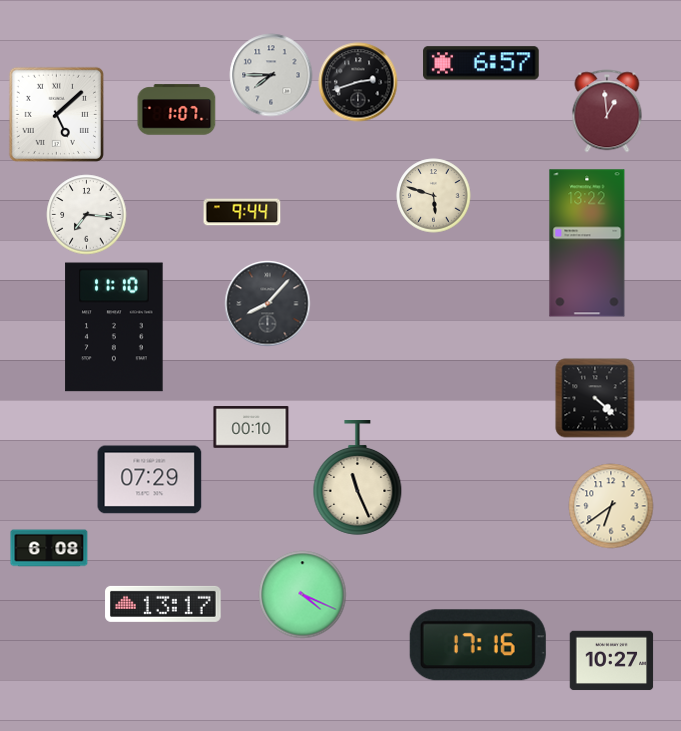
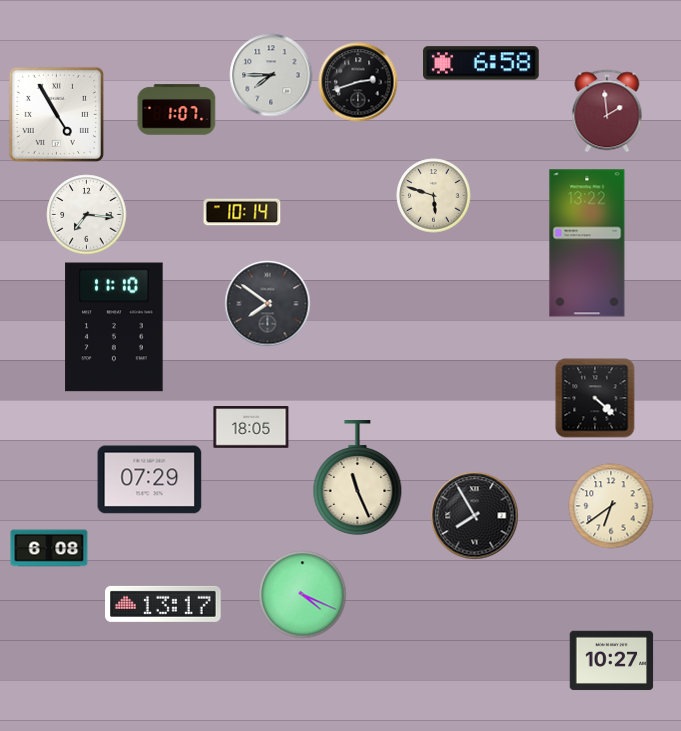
clock at (481, 63): 6:57 -> 6:58
clock at (607, 111): 12:59 -> 1:59
clock at (56, 114): 5:08 -> 4:55
clock at (242, 212): 9:44 -> 10:14
clock at (268, 304): 8:07 -> 7:51
clock at (251, 427): 00:10 -> 18:05
clock at (475, 516): none -> 7:55
clock at (478, 645): 17:16 -> none
